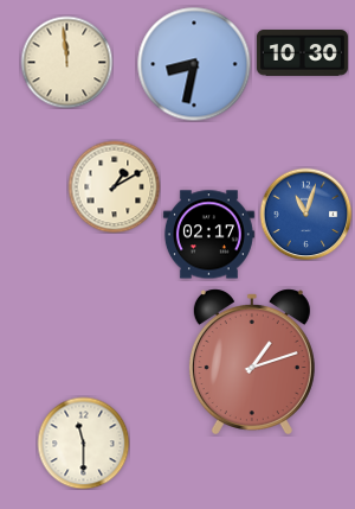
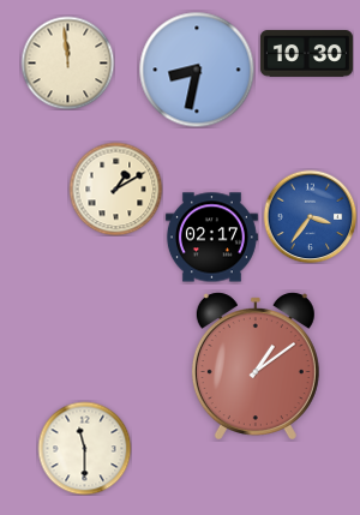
clock at (194, 64) position: (194, 64) -> (197, 70)
clock at (305, 214): 11:03 -> 3:36
clock at (252, 362): 1:12 -> 1:09
